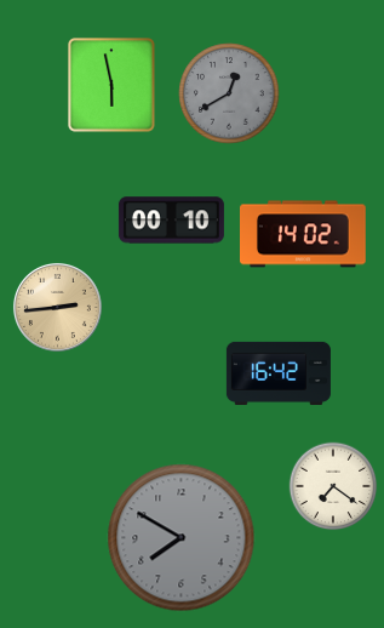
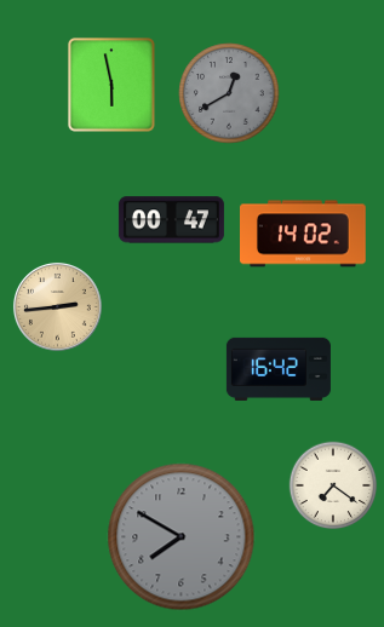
clock at (171, 221): 00:10 -> 00:47
clock at (279, 373) position: (279, 373) -> (279, 369)
